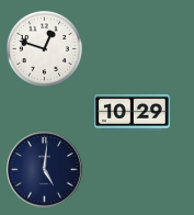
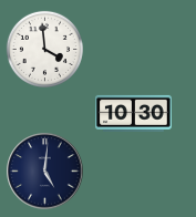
clock at (44, 48): 12:48 -> 3:59
clock at (133, 112): 10:29 -> 10:30
